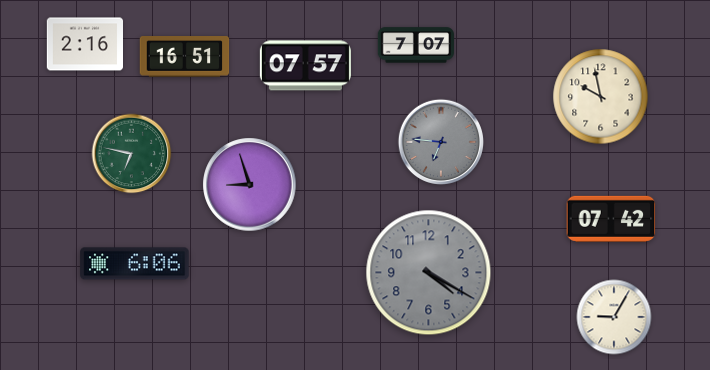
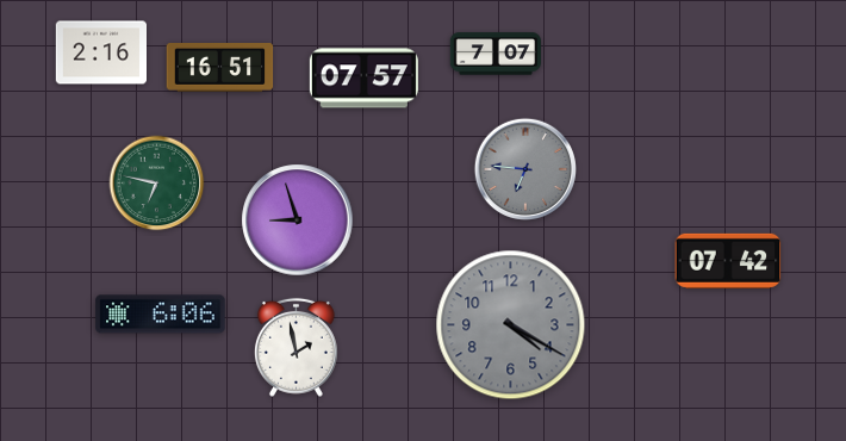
clock at (601, 97): 9:58 -> none
clock at (296, 347): none -> 1:58
clock at (614, 317): 9:05 -> none
